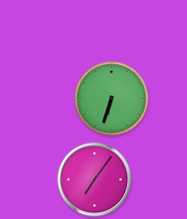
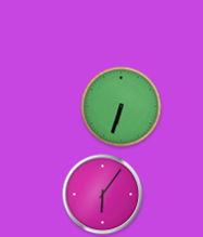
clock at (95, 180): 7:06 -> 6:06
